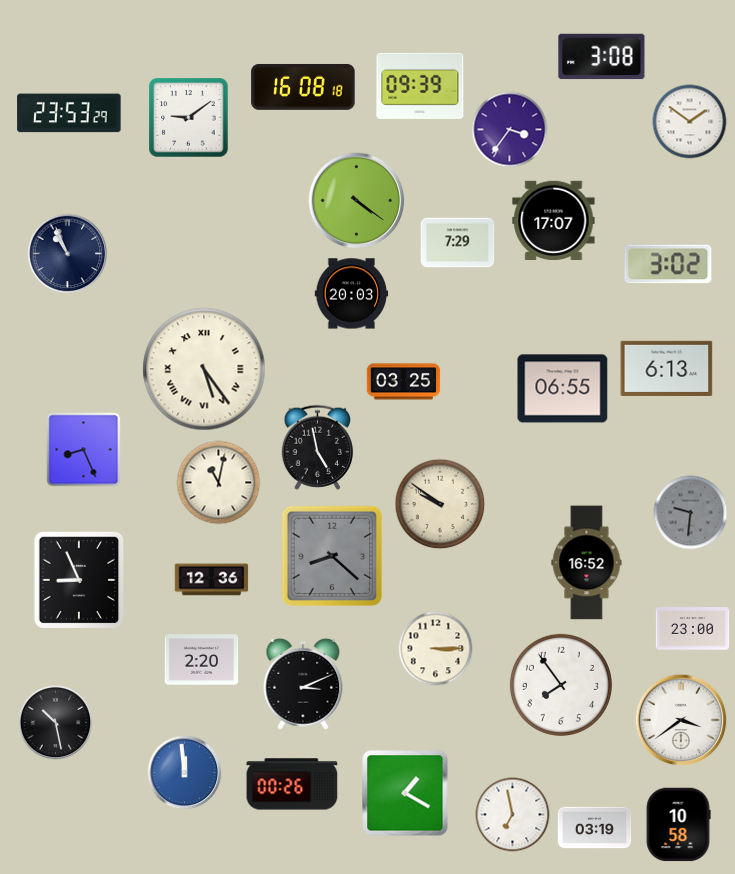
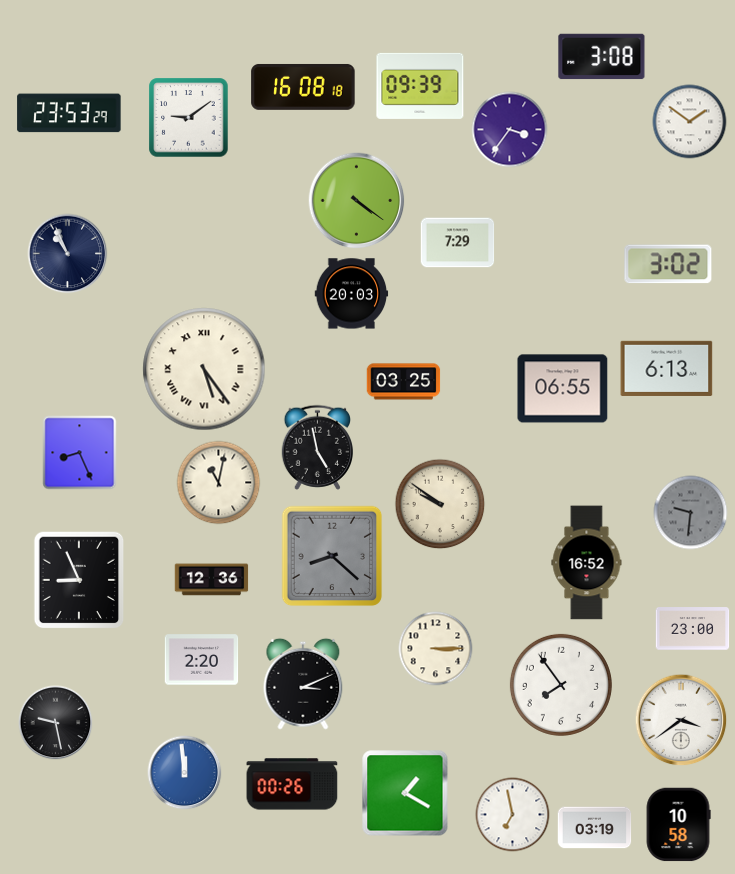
clock at (554, 220): 17:07 -> none
clock at (84, 450) position: (84, 450) -> (80, 453)
clock at (56, 723): 10:28 -> 9:28
